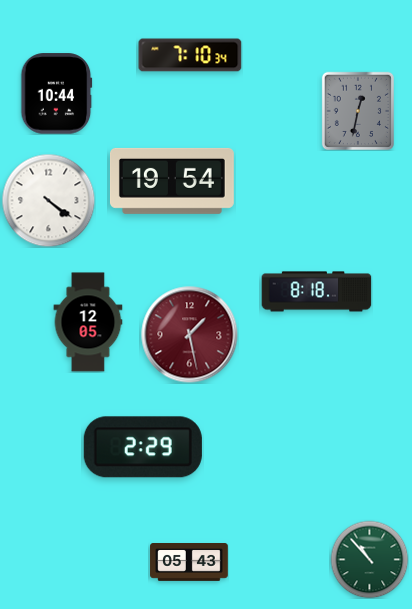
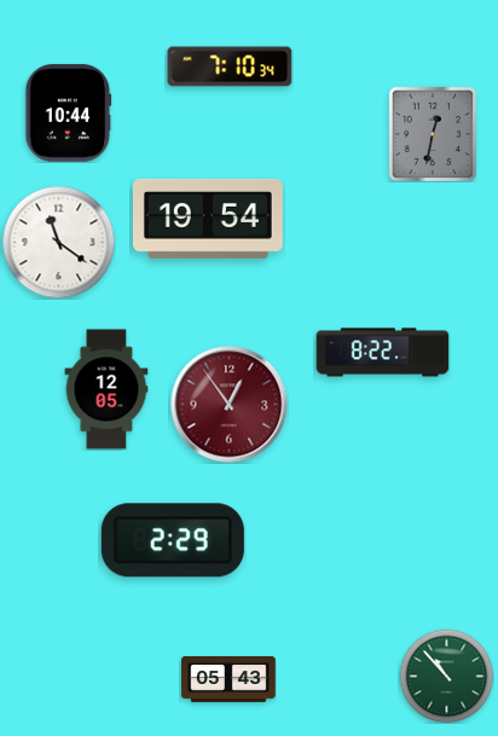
clock at (48, 200): 4:21 -> 11:21
clock at (317, 292): 8:18 -> 8:22
clock at (190, 335): 1:28 -> 12:54
